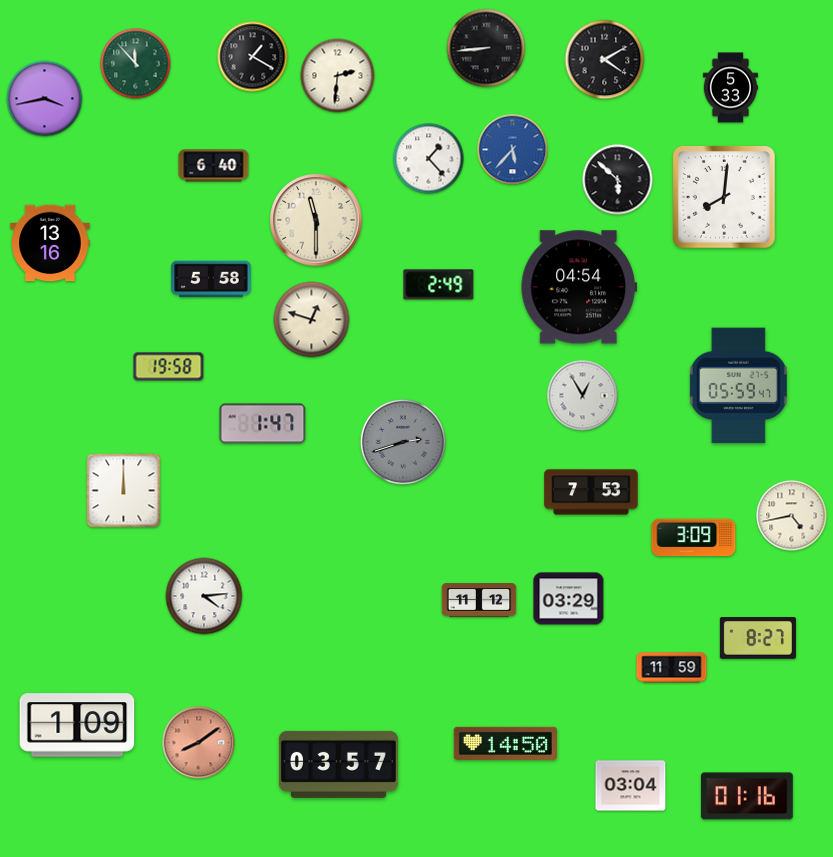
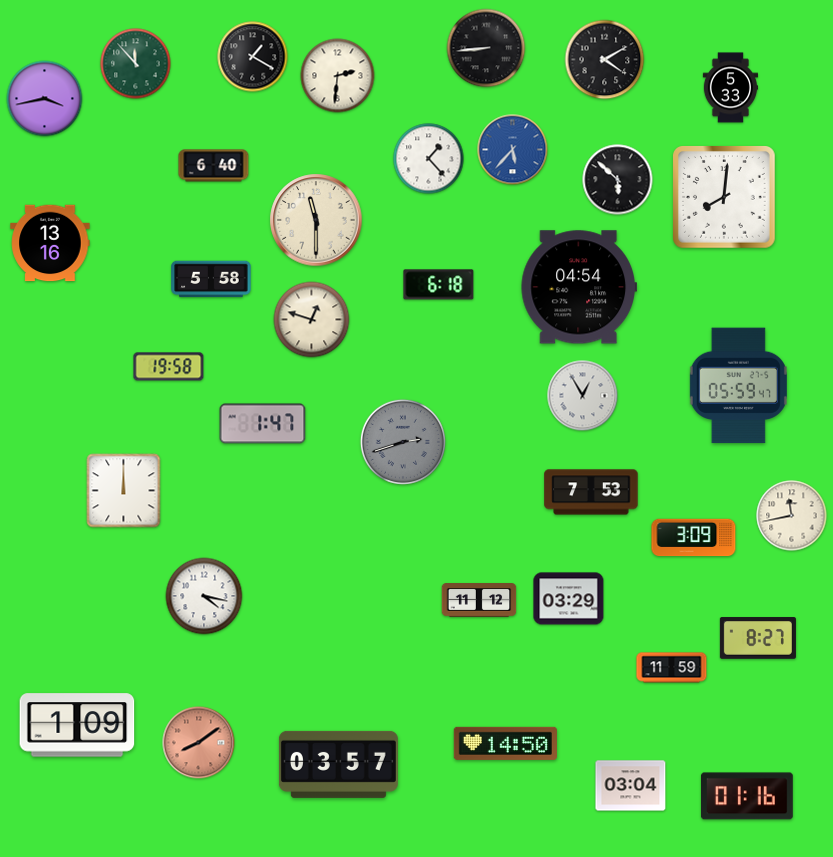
clock at (439, 285): 2:49 -> 6:18
clock at (792, 516): 4:43 -> 11:43
clock at (204, 596): 4:14 -> 4:17
